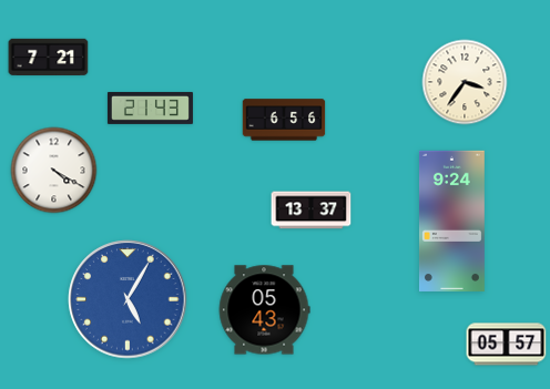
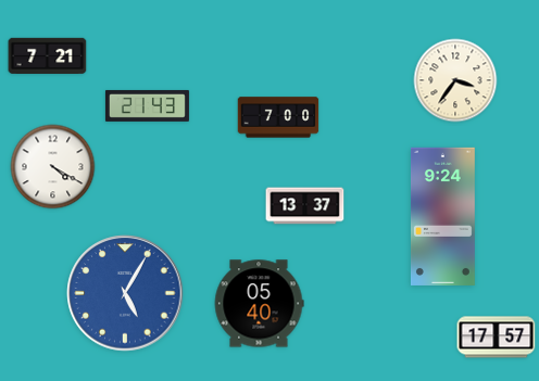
clock at (284, 120): 6:56 -> 7:00
clock at (264, 310): 05:43 -> 05:40
clock at (507, 345): 05:57 -> 17:57
